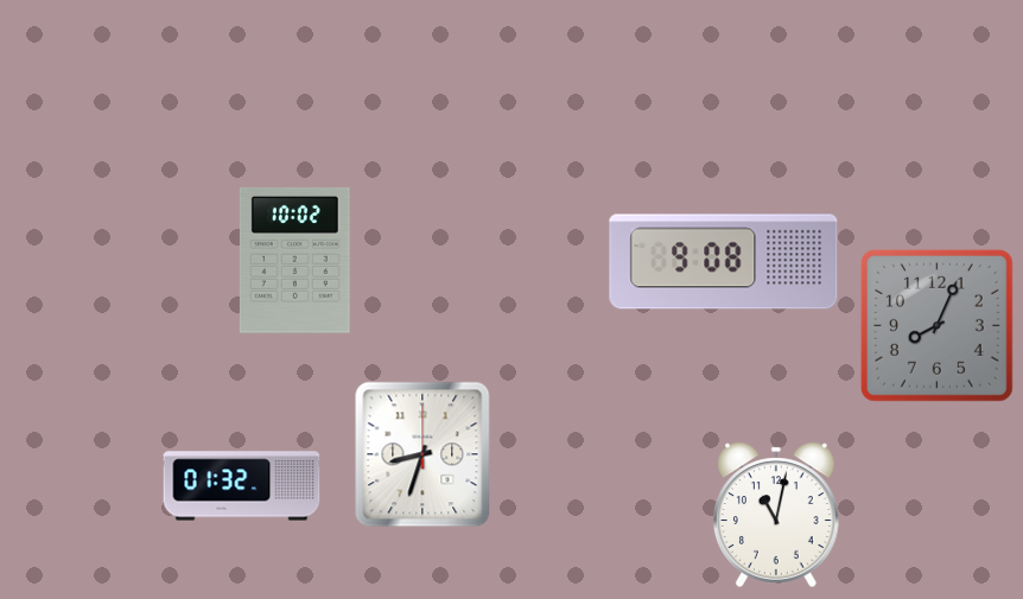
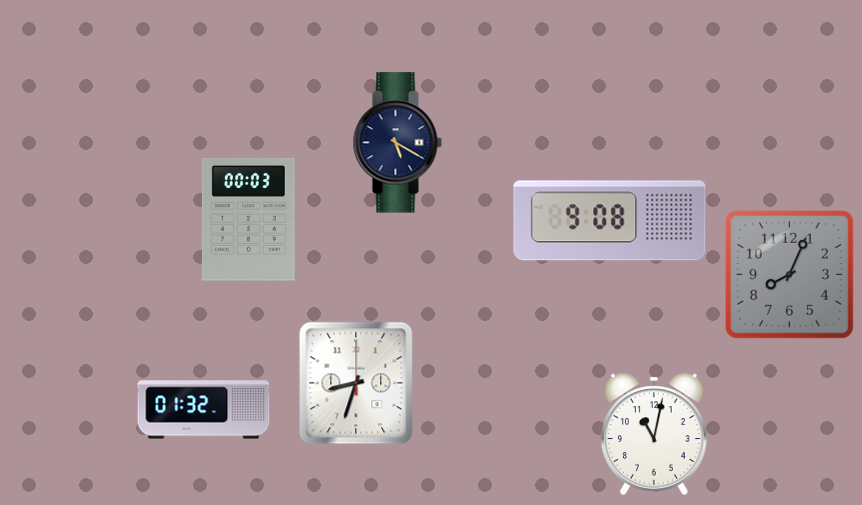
clock at (397, 143): none -> 5:20
clock at (294, 260): 10:02 -> 00:03
